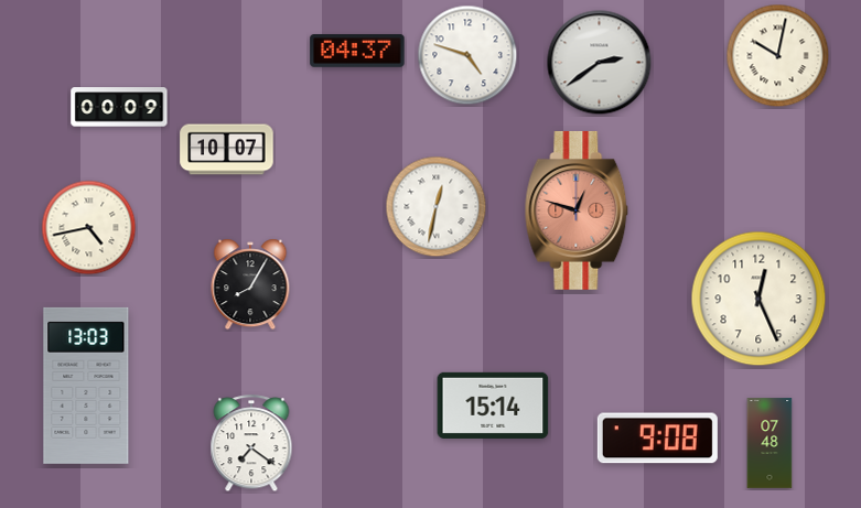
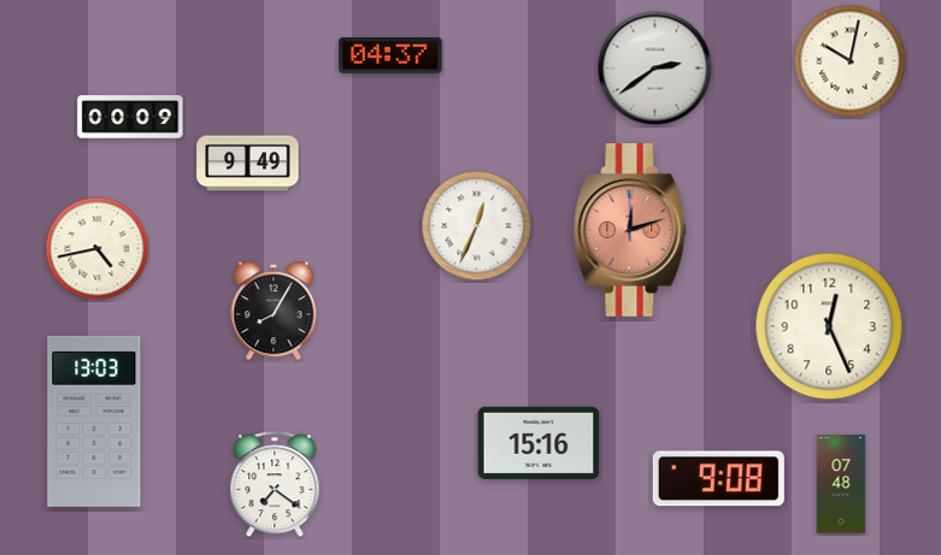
clock at (467, 55): 4:48 -> none
clock at (227, 150): 10:07 -> 9:49
clock at (437, 207): 12:32 -> 12:34
clock at (577, 210): 12:48 -> 12:12
clock at (493, 406): 15:14 -> 15:16
